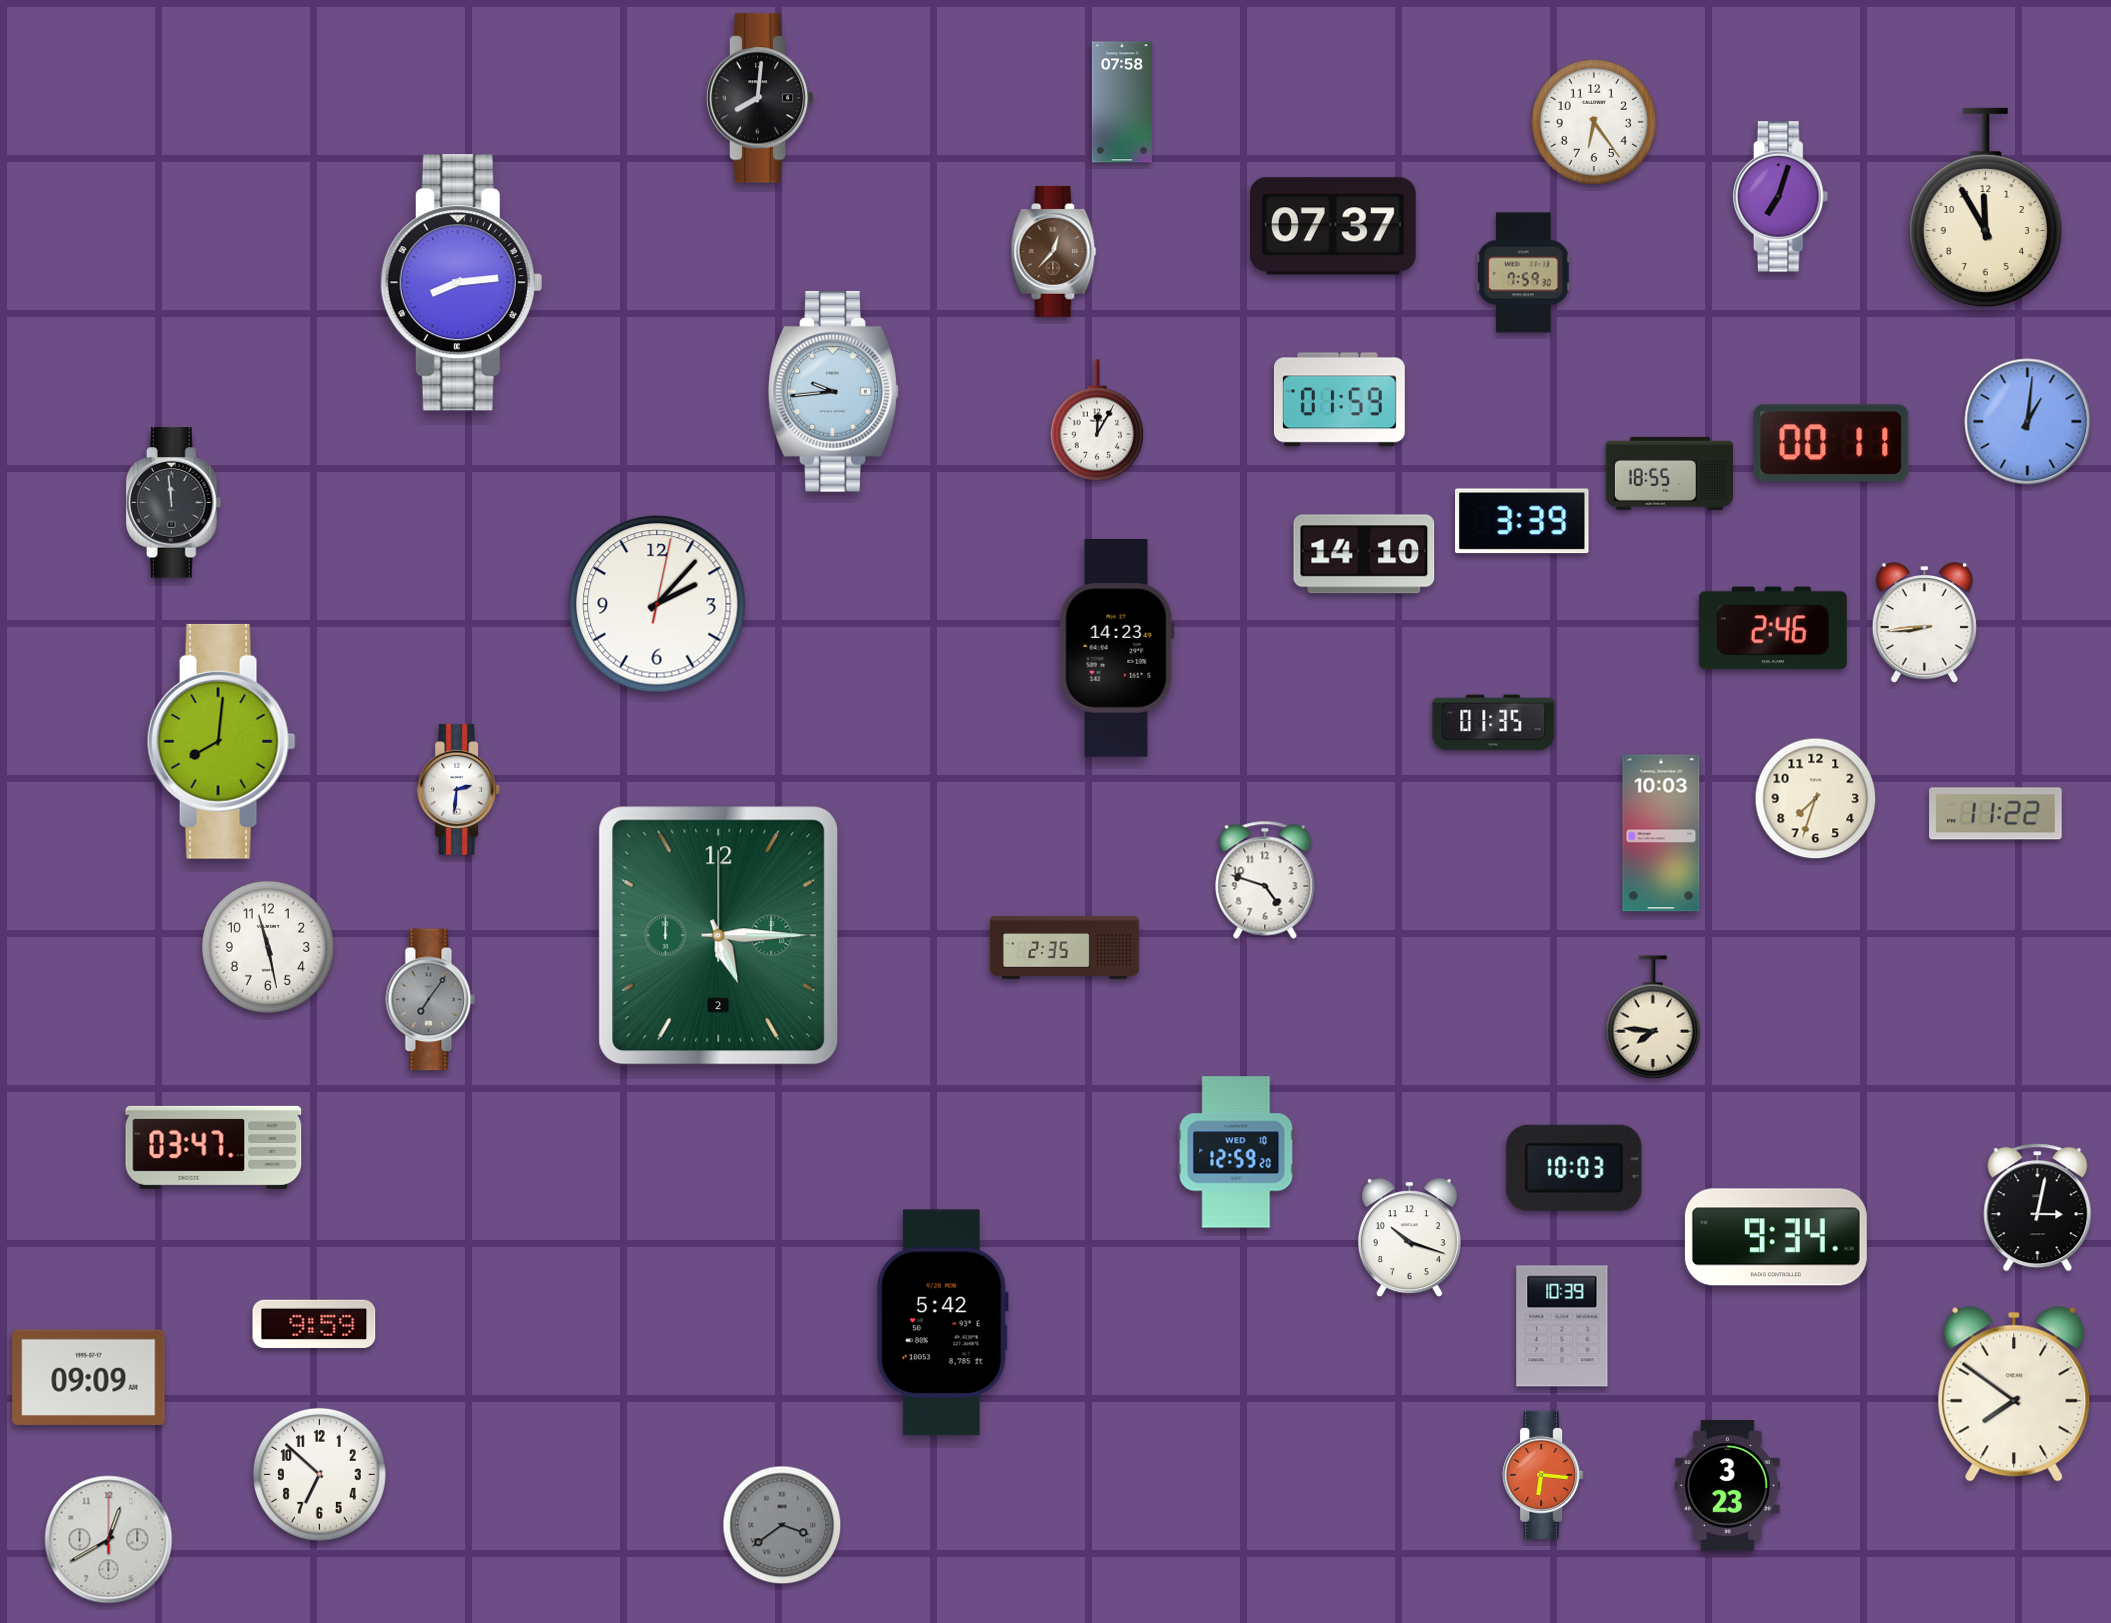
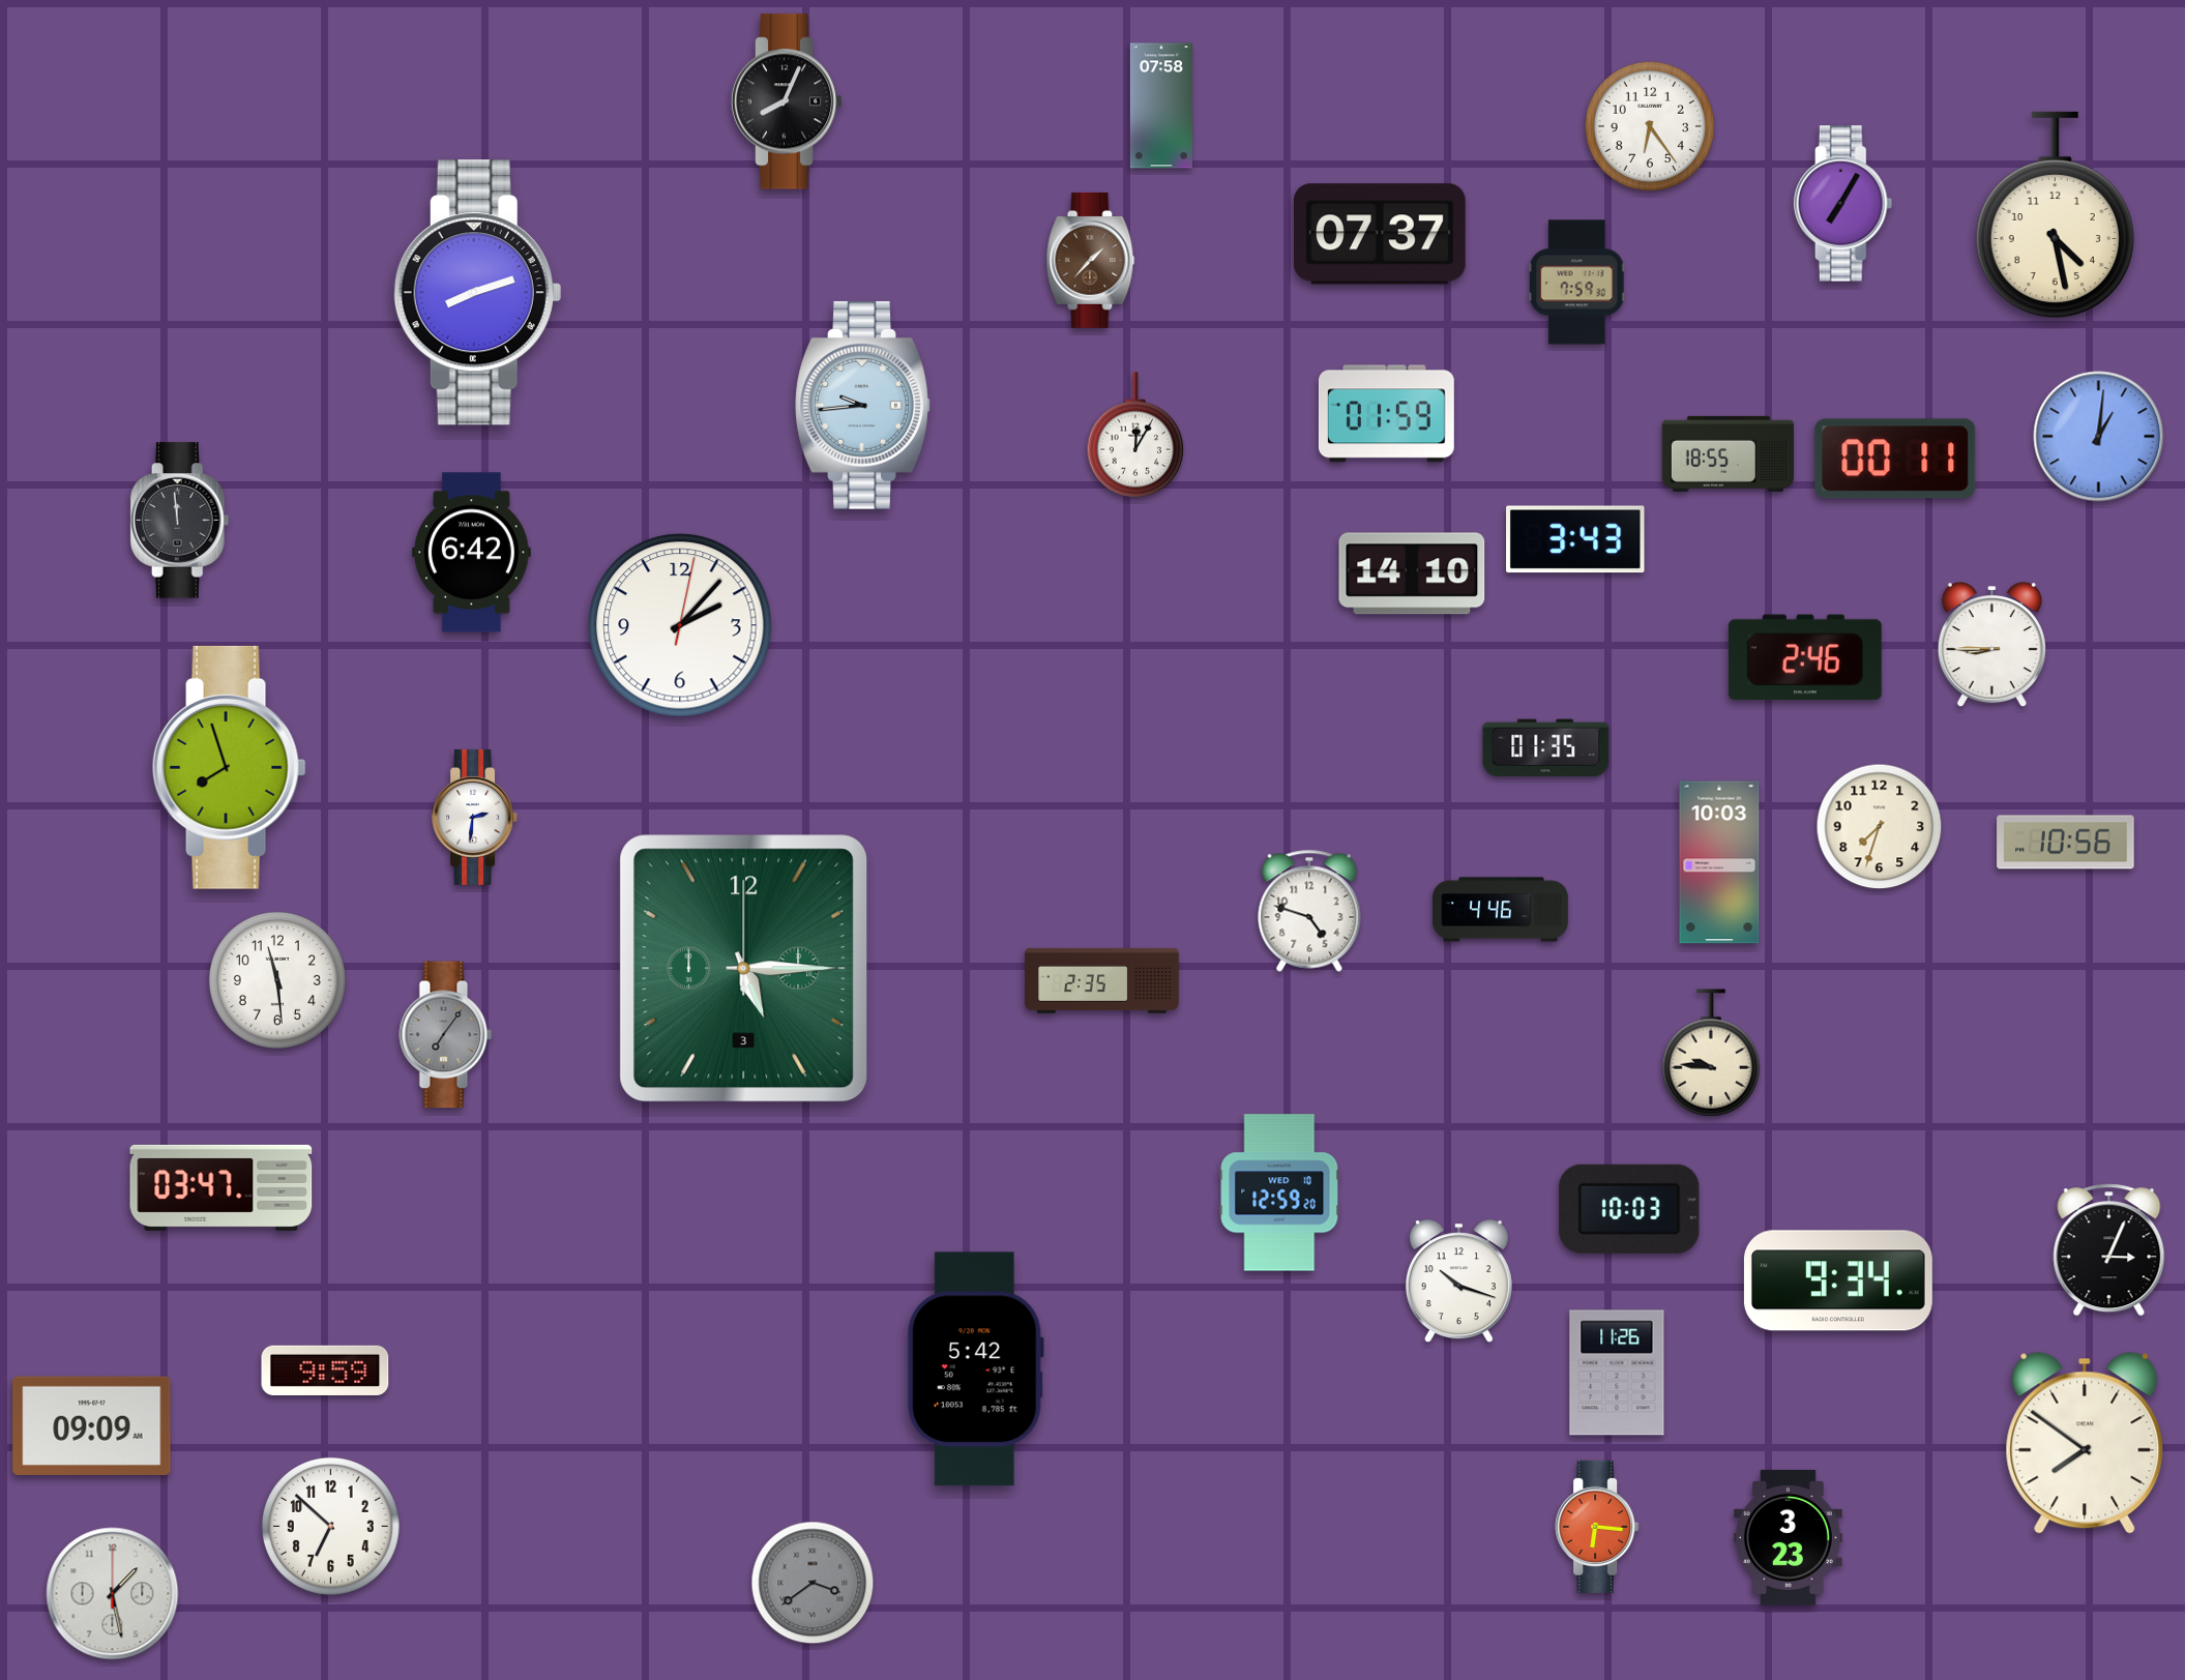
clock at (760, 98): 8:01 -> 8:04
clock at (1781, 197): 7:03 -> 7:05
clock at (1985, 208): 11:55 -> 4:28
clock at (1054, 251): 12:37 -> 1:37
clock at (461, 283): 8:14 -> 8:12
clock at (1669, 473) position: (1669, 473) -> (1728, 453)
clock at (1522, 521): 3:39 -> 3:43
clock at (471, 553): none -> 6:42
clock at (1924, 624): 8:44 -> 8:45
clock at (1773, 628) position: (1773, 628) -> (1805, 657)
clock at (1117, 648): 14:23 -> none
clock at (221, 741): 8:01 -> 7:57
clock at (1996, 814): 11:22 -> 10:56
clock at (1501, 910): none -> 4:46
clock at (719, 936) date: 2 -> 3
clock at (268, 947): 11:28 -> 11:29
clock at (1652, 1017): 7:46 -> 9:46
clock at (2038, 1208): 3:02 -> 3:04
clock at (1562, 1326): 10:39 -> 11:26
clock at (782, 1525) position: (782, 1525) -> (813, 1583)
clock at (109, 1540): 12:40 -> 1:28
